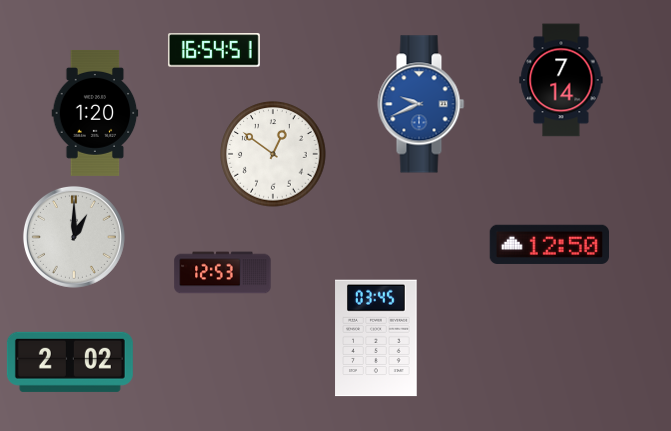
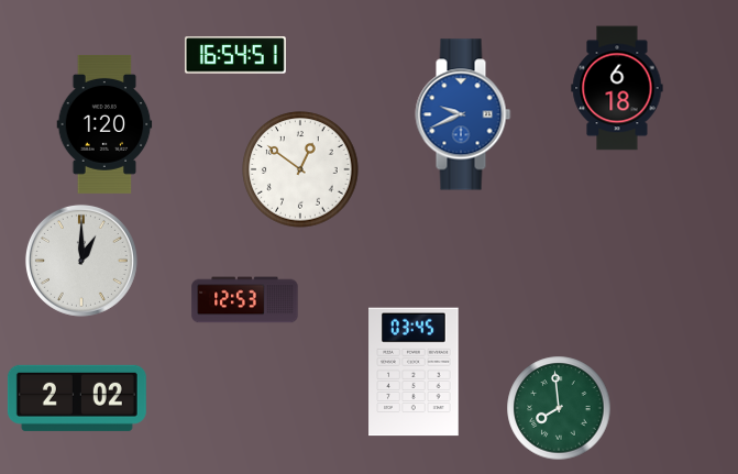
clock at (561, 80): 7:14 -> 6:18
clock at (549, 244): 12:50 -> none
clock at (559, 408): none -> 7:59
